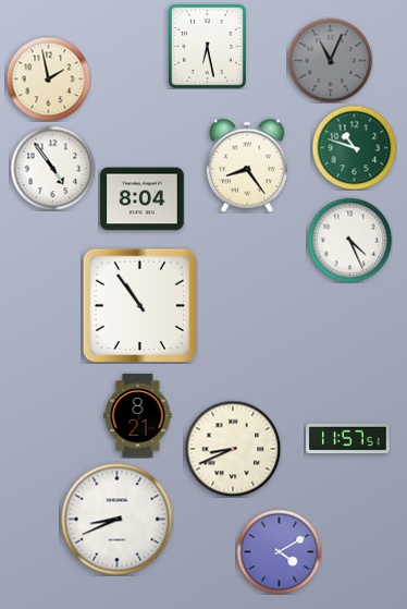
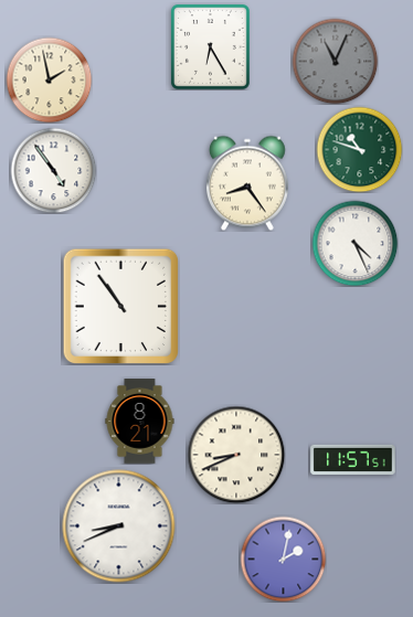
clock at (207, 46): 6:28 -> 6:25
clock at (247, 166) position: (247, 166) -> (247, 183)
clock at (143, 199): 8:04 -> none
clock at (139, 305) position: (139, 305) -> (120, 306)
clock at (348, 438) position: (348, 438) -> (353, 459)
clock at (279, 551): 4:10 -> 2:02
